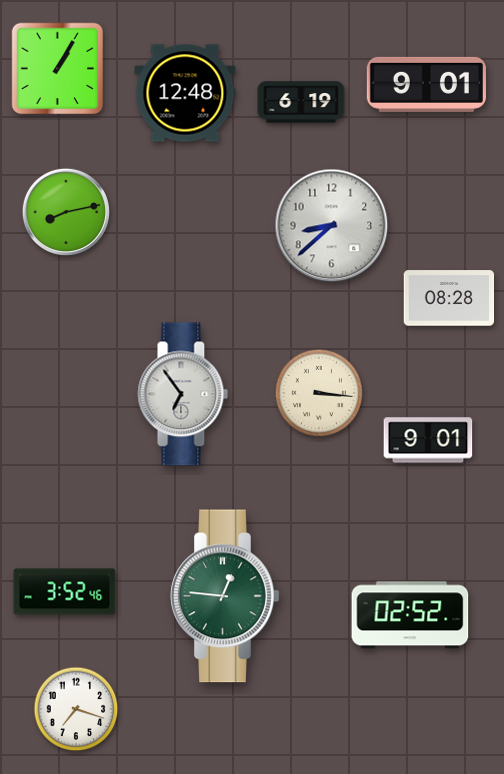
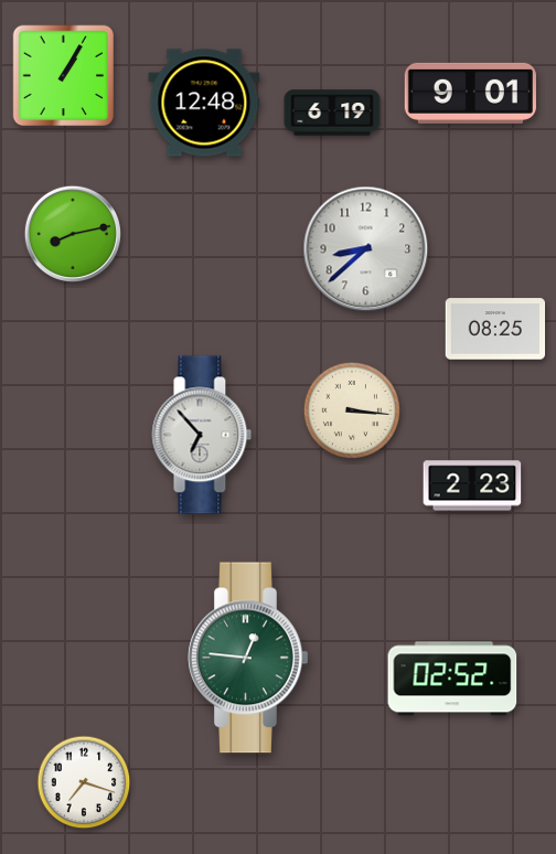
clock at (449, 298): 08:28 -> 08:25
clock at (318, 392) position: (318, 392) -> (351, 409)
clock at (183, 394): 6:54 -> 6:53
clock at (428, 440): 9:01 -> 2:23
clock at (65, 592): 3:52 -> none
